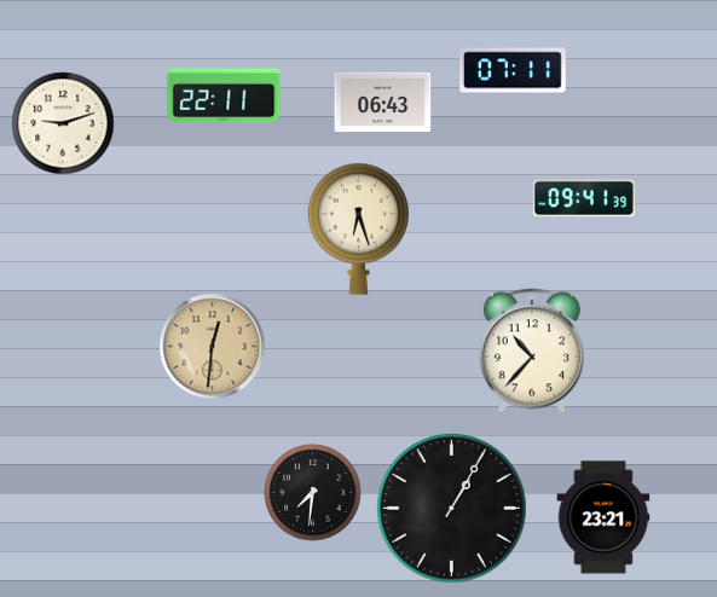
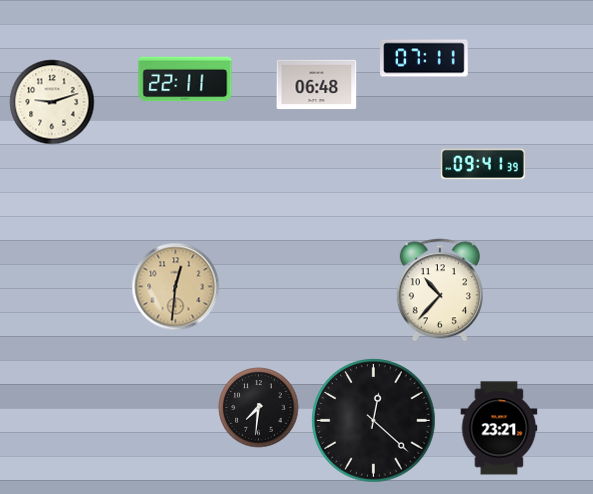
clock at (383, 103): 06:43 -> 06:48
clock at (358, 228): 6:27 -> none
clock at (452, 509): 1:05 -> 12:22
